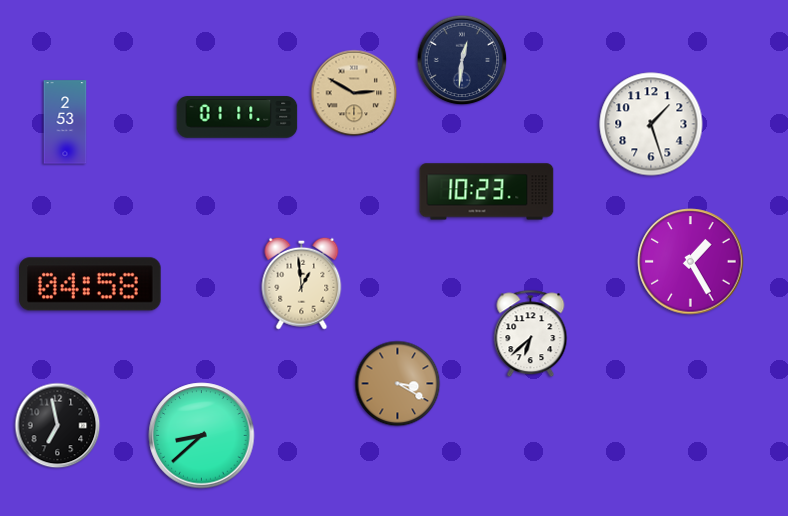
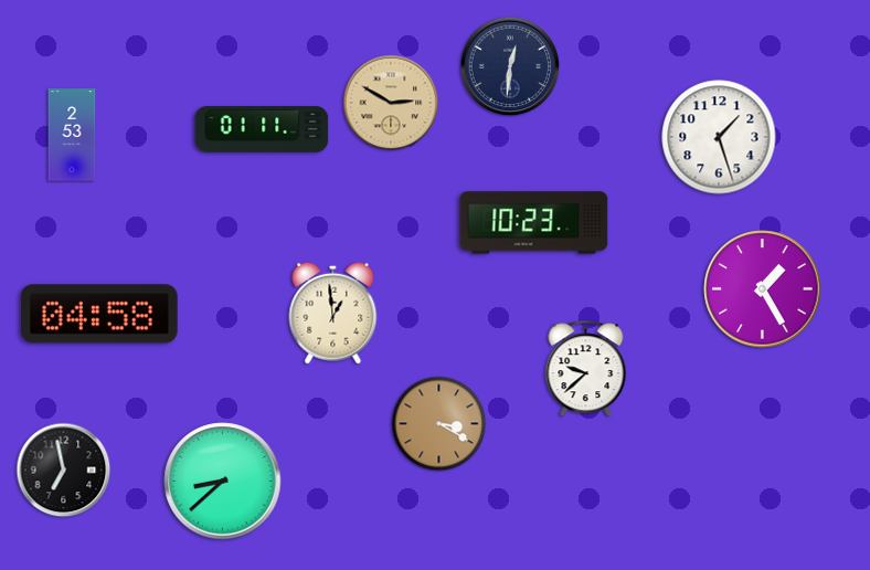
clock at (487, 192) position: (487, 192) -> (534, 223)
clock at (531, 334): 6:38 -> 9:38
